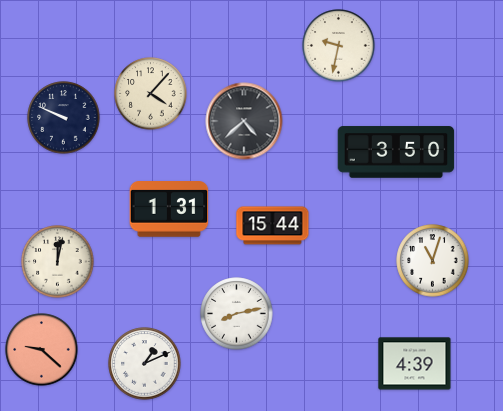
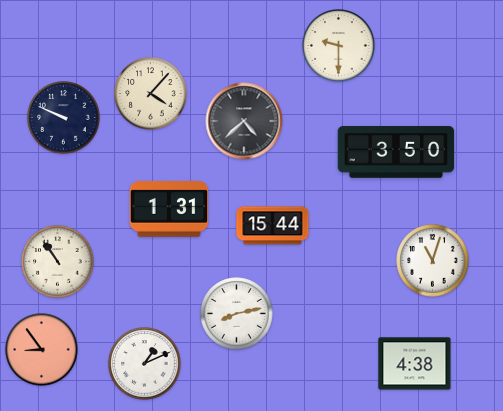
clock at (339, 46): 9:32 -> 9:30
clock at (58, 262): 12:02 -> 10:54
clock at (42, 350): 9:22 -> 8:54
clock at (415, 364): 4:39 -> 4:38
